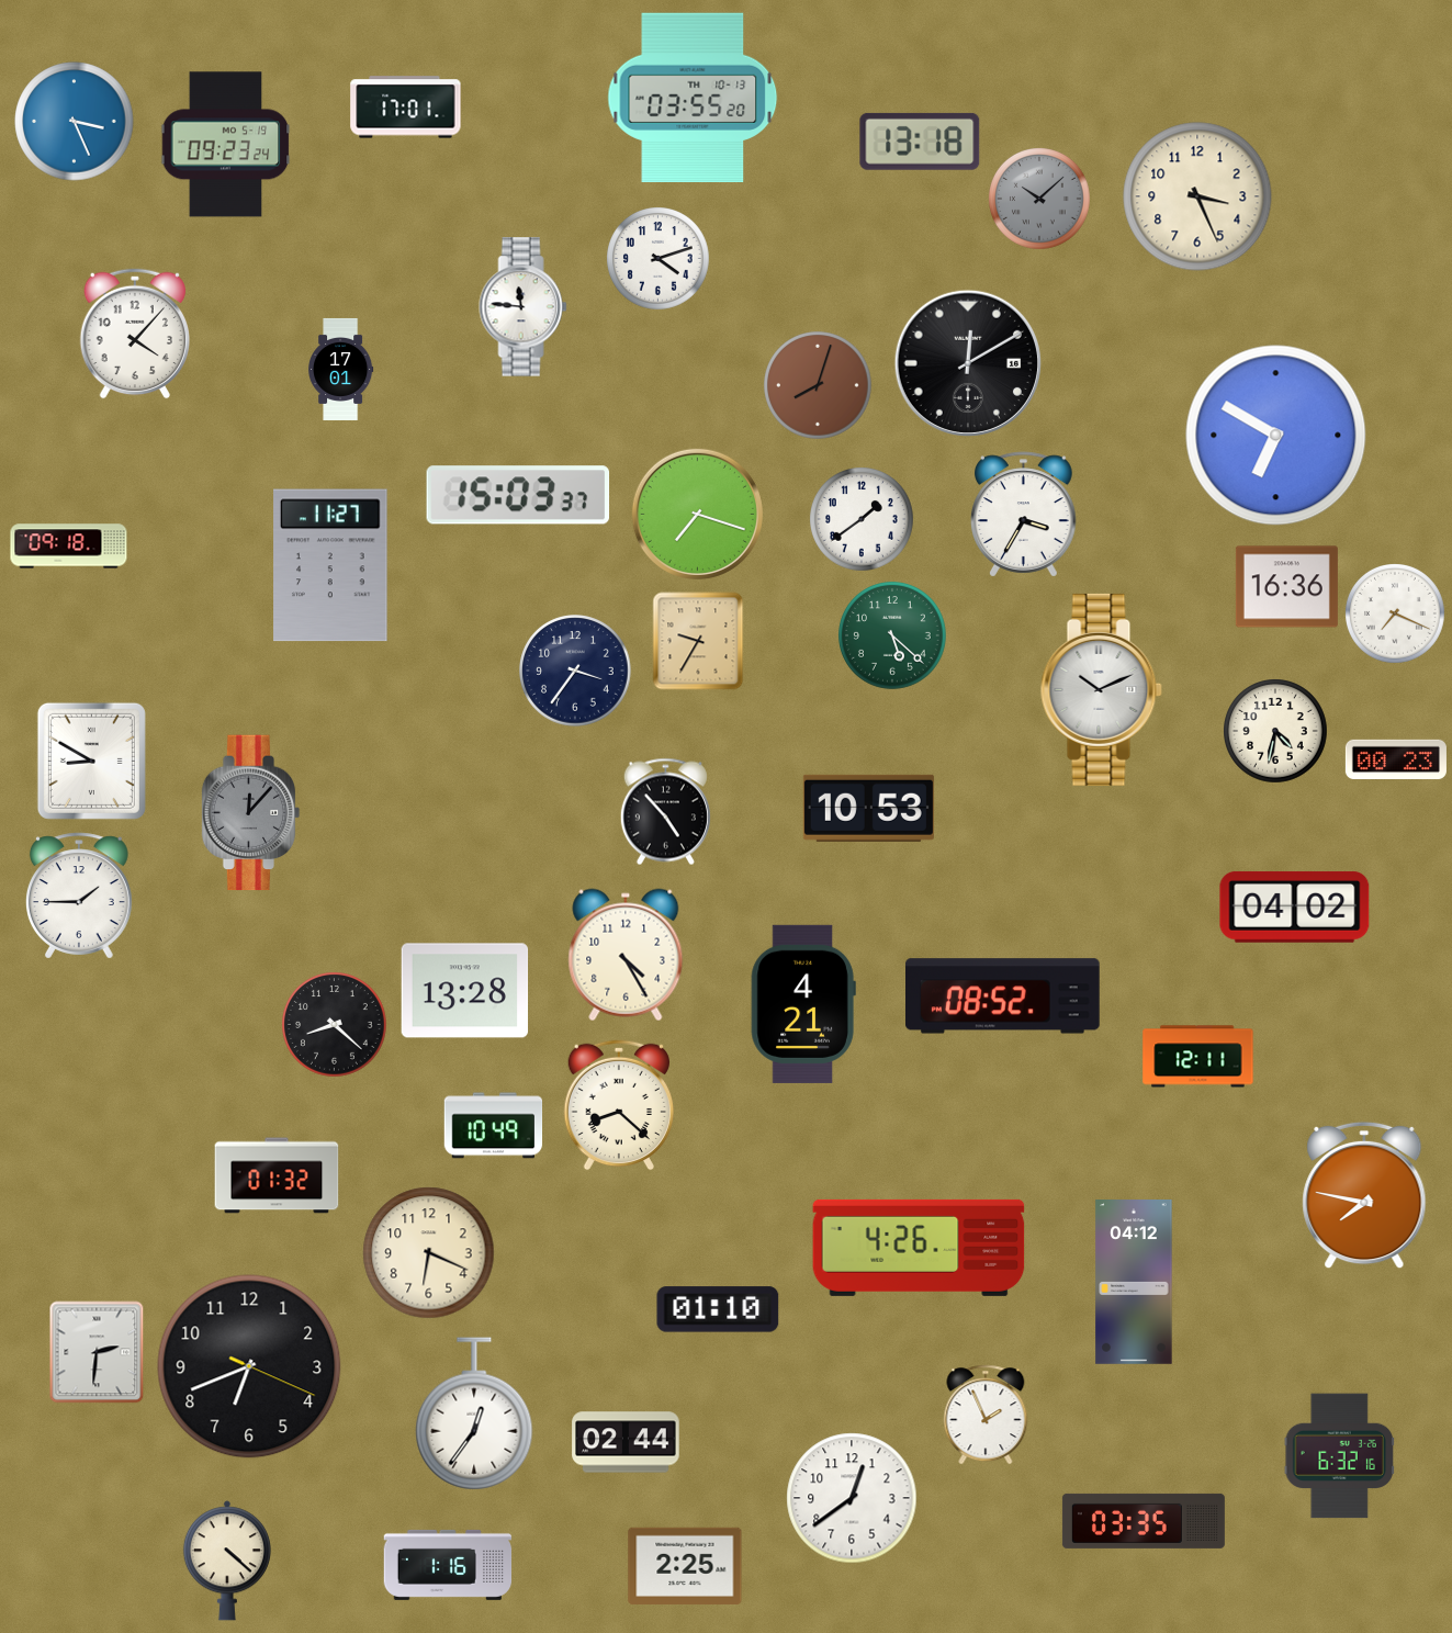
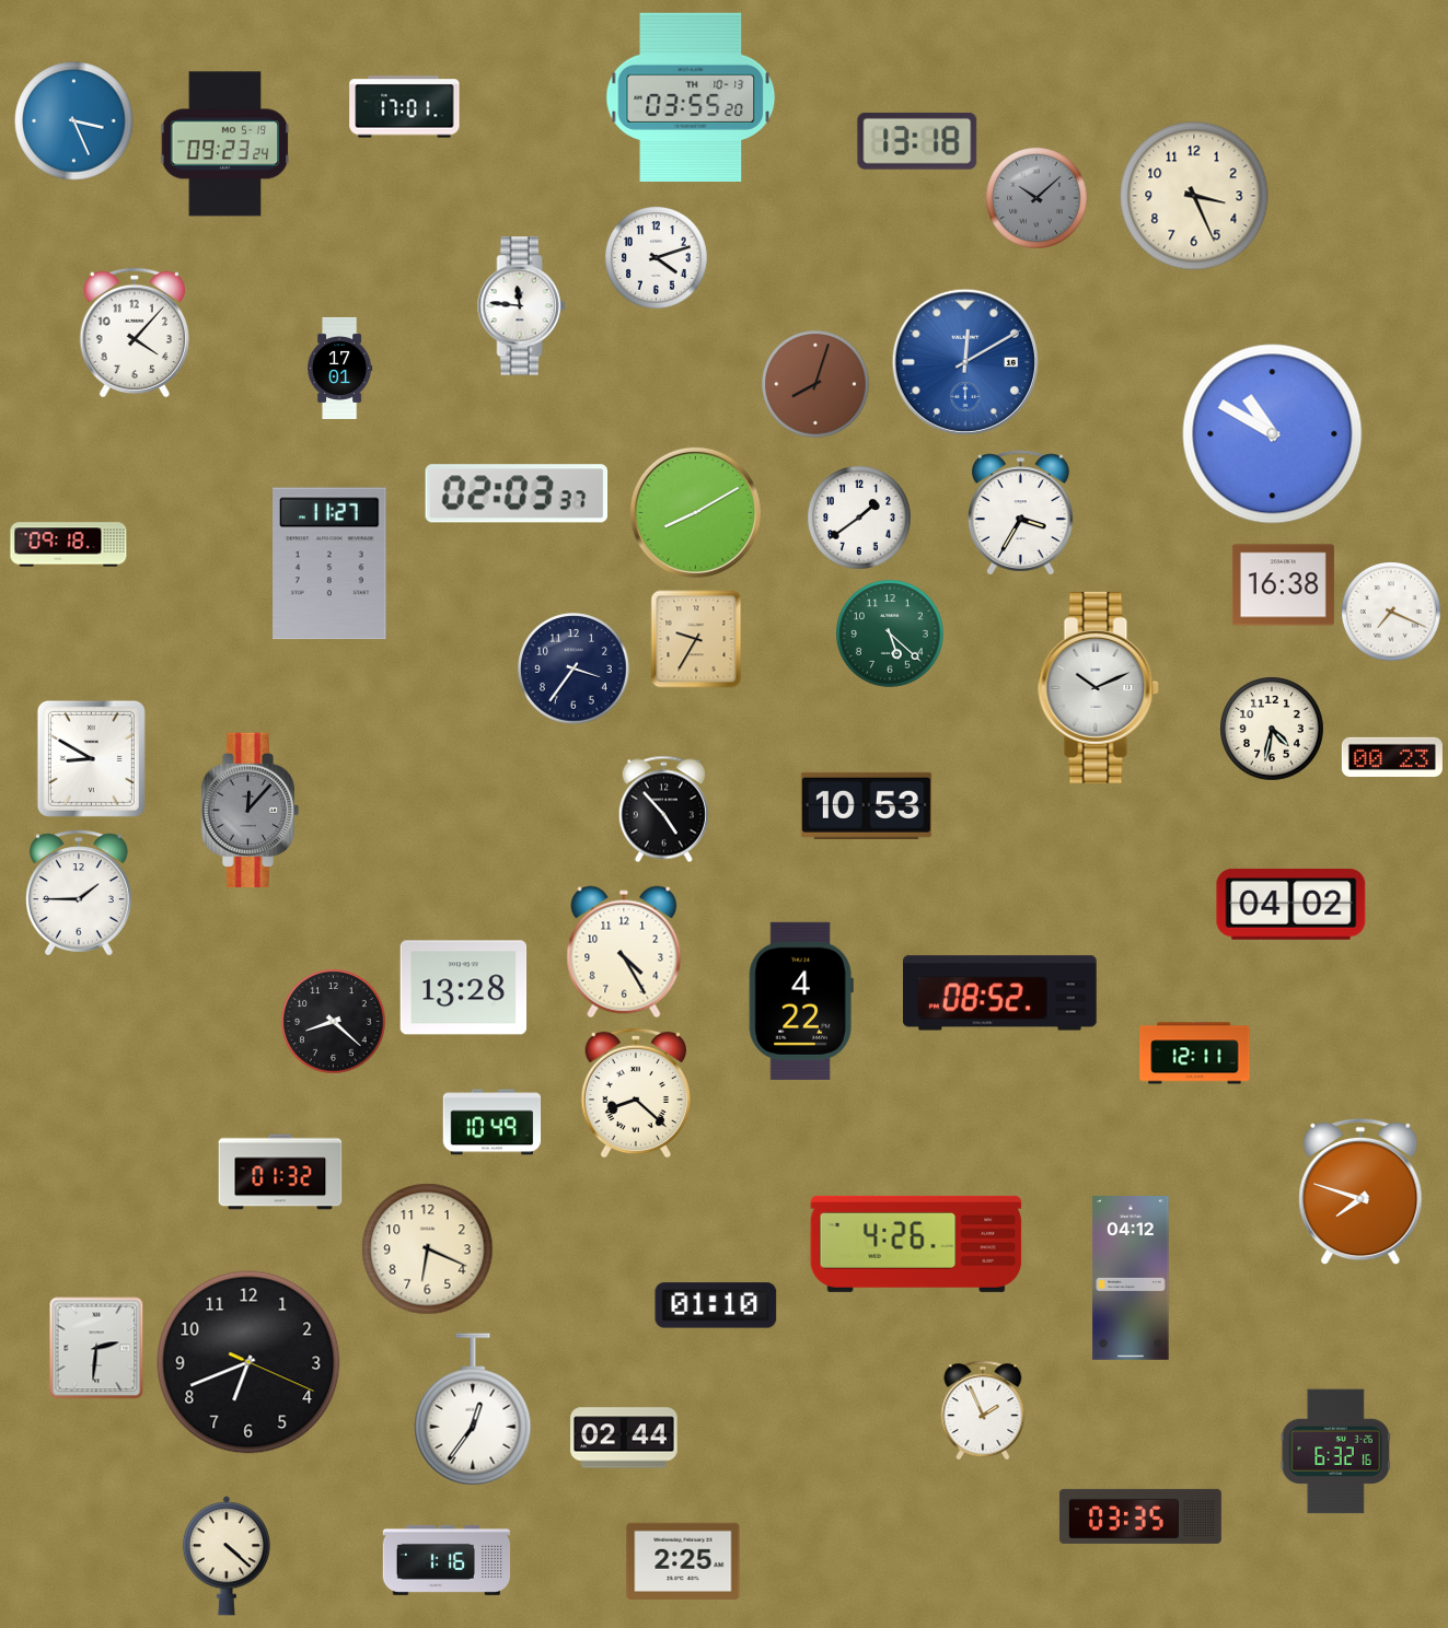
clock at (967, 362) dial: black -> blue
clock at (1276, 436): 6:50 -> 10:50
clock at (518, 495): 15:03 -> 02:03
clock at (697, 514): 7:18 -> 8:10
clock at (1286, 587): 16:36 -> 16:38
clock at (803, 1004): 4:21 -> 4:22
clock at (618, 1105) position: (618, 1105) -> (635, 1093)
clock at (277, 1175) position: (277, 1175) -> (280, 1172)
clock at (1364, 1195): 7:47 -> 7:48
clock at (852, 1498): 12:39 -> none
